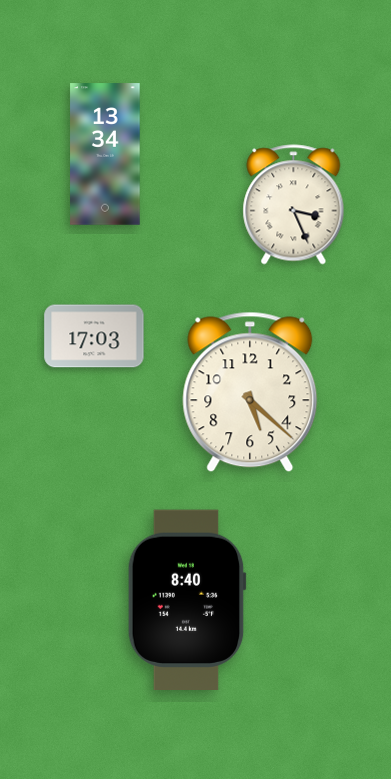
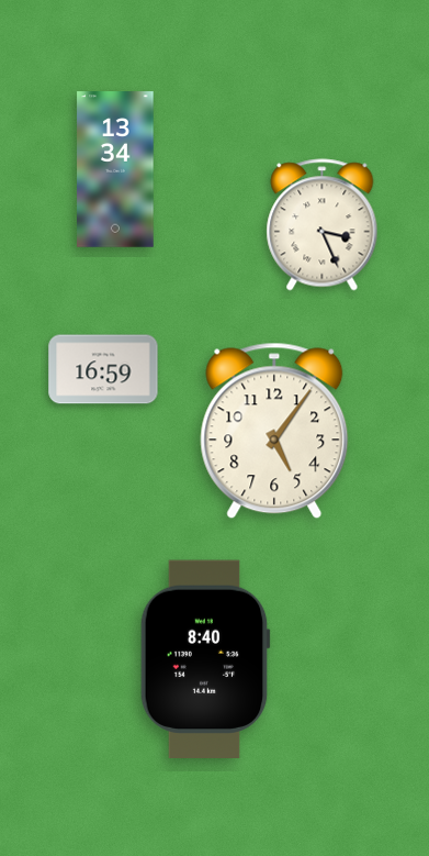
clock at (94, 336): 17:03 -> 16:59
clock at (250, 392): 5:22 -> 5:06
